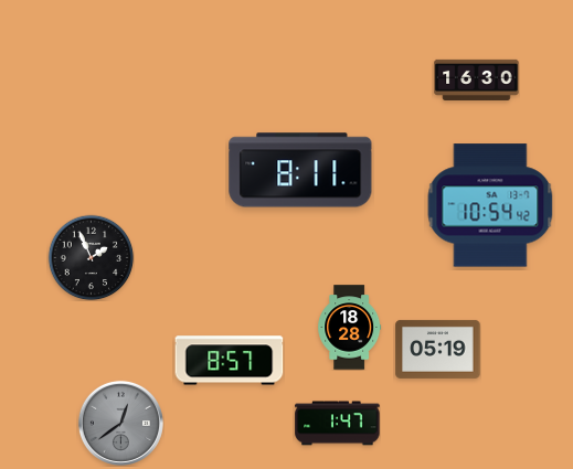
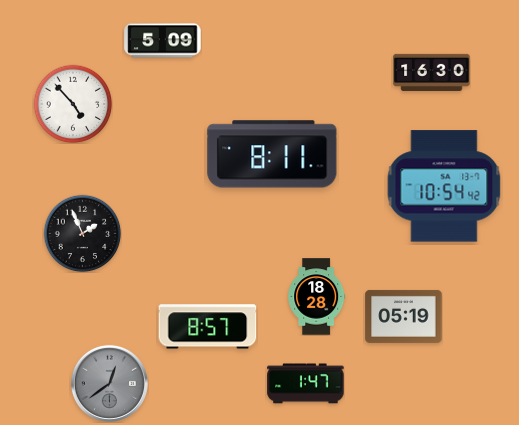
clock at (163, 41): none -> 5:09
clock at (73, 104): none -> 4:53
clock at (438, 349) position: (438, 349) -> (404, 316)
